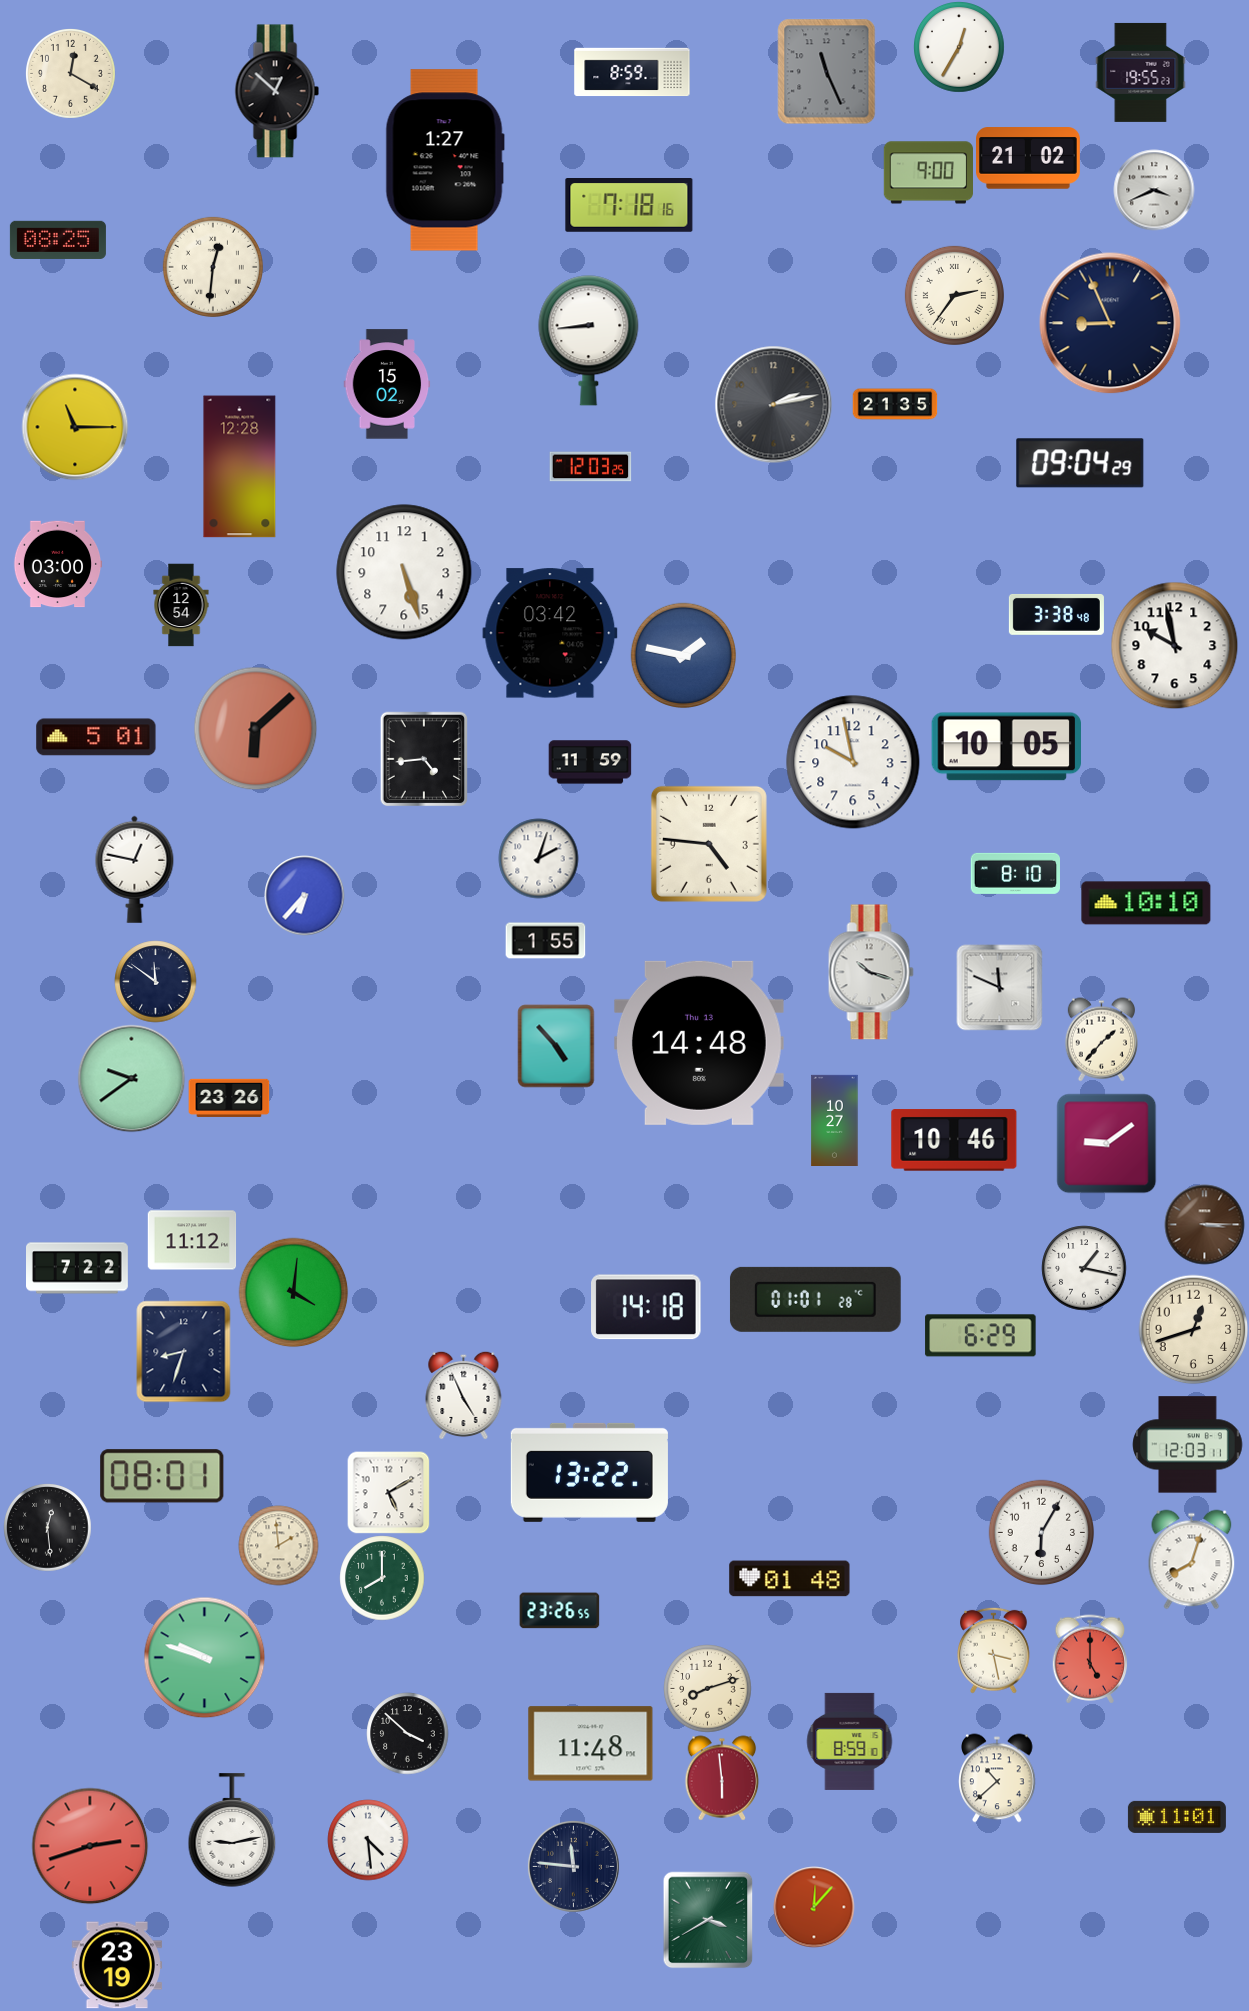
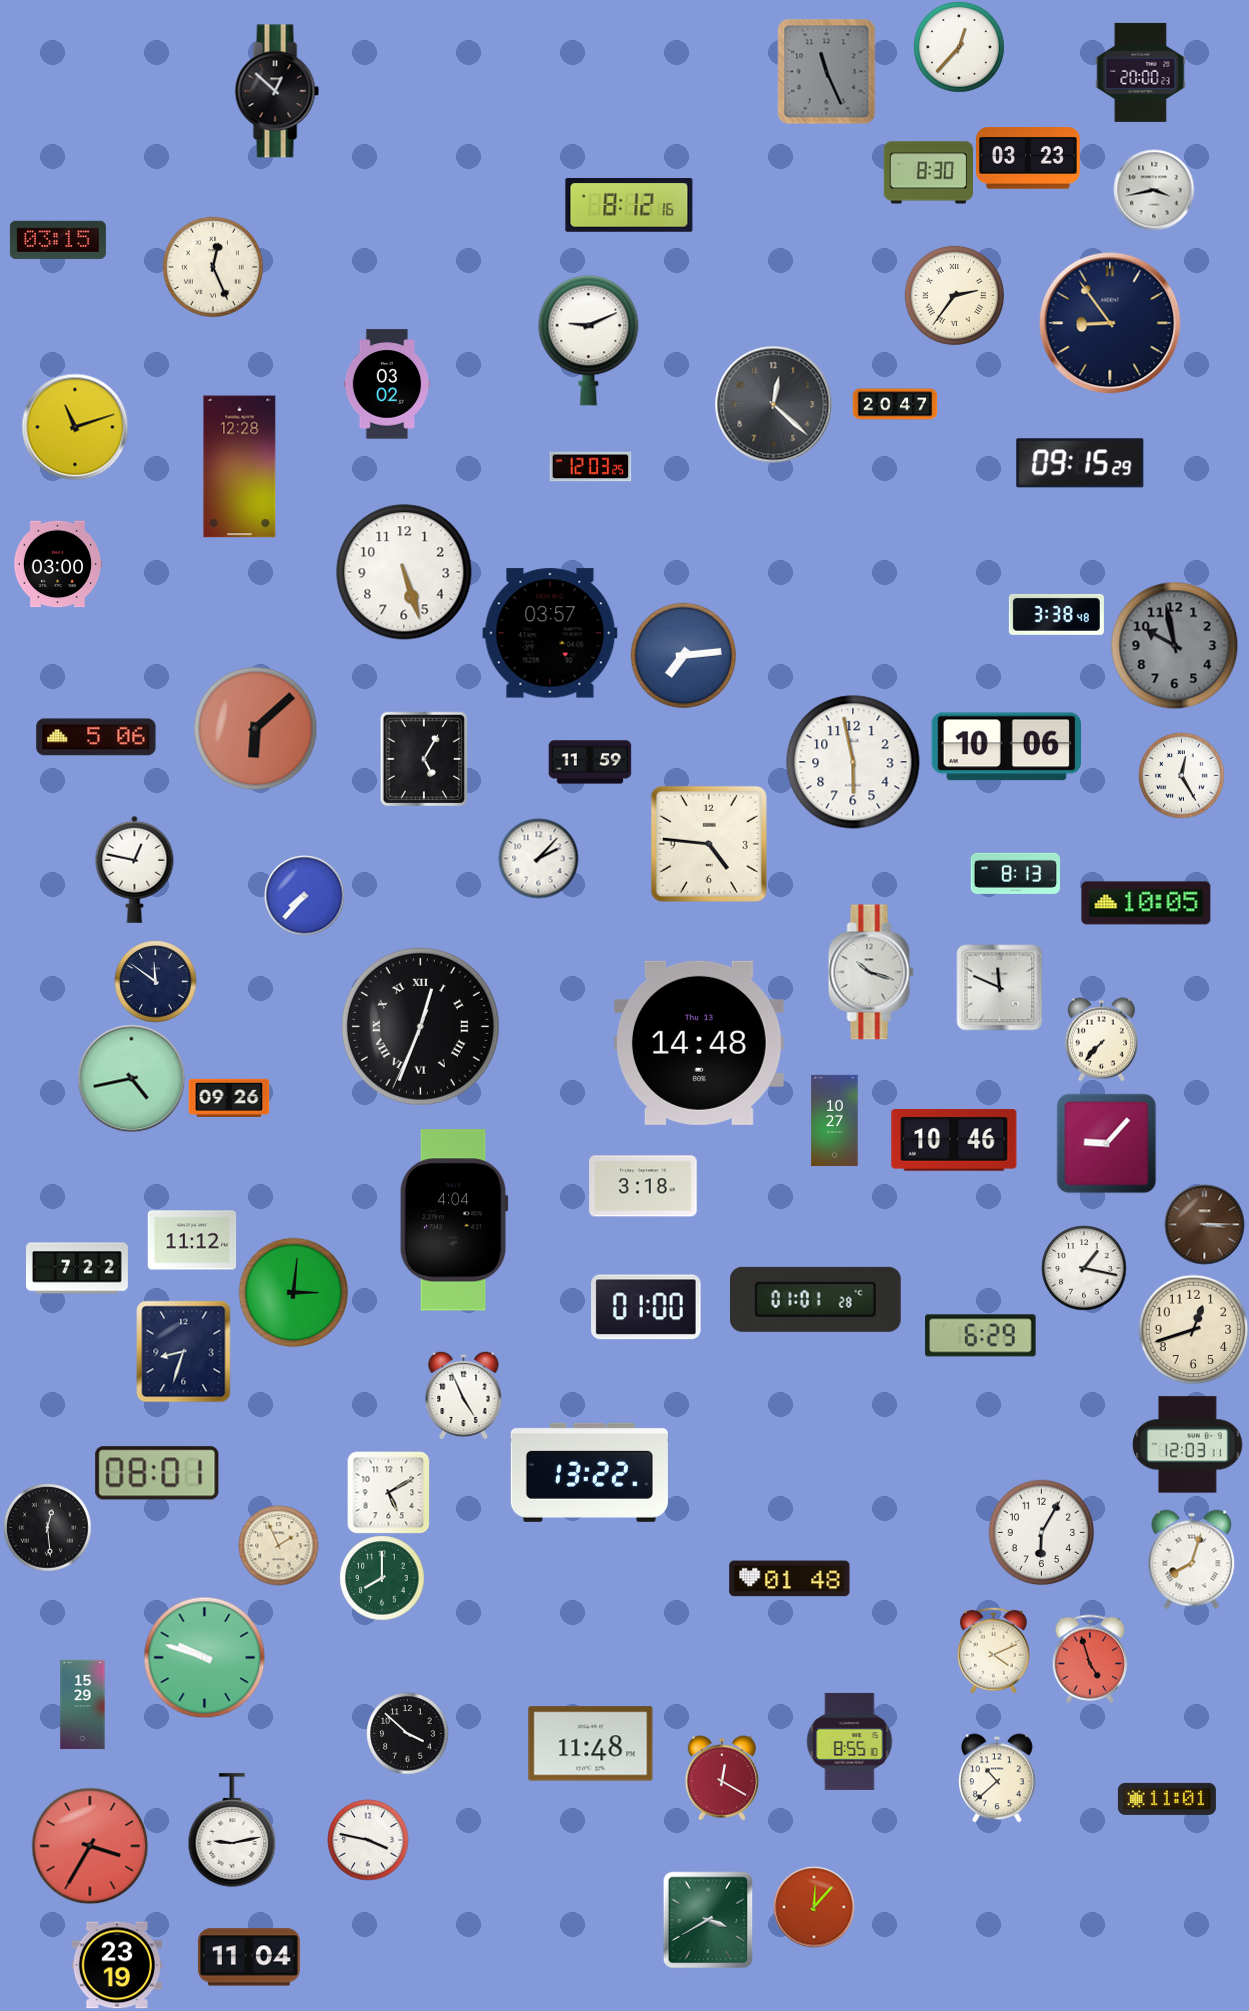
clock at (959, 47): 12:35 -> 12:37
clock at (632, 72): 8:59 -> none
clock at (1141, 72): 19:55 -> 20:00
clock at (71, 74): 12:20 -> none
clock at (1029, 158): 21:02 -> 03:23
clock at (445, 160): 1:27 -> none
clock at (928, 173): 9:00 -> 8:30
clock at (1154, 190): 3:41 -> 3:43
clock at (629, 205): 7:18 -> 8:12
clock at (58, 240): 08:25 -> 03:15
clock at (213, 267): 12:31 -> 12:26
clock at (1110, 323): 8:56 -> 8:54
clock at (589, 341): 8:44 -> 9:11
clock at (387, 384): 15:02 -> 03:02
clock at (773, 404): 2:13 -> 12:22
clock at (895, 404): 21:35 -> 20:47
clock at (75, 427): 11:15 -> 11:12
clock at (1080, 463): 09:04 -> 09:15
clock at (181, 605): 12:54 -> none
clock at (550, 633): 03:42 -> 03:57
clock at (1174, 645) dial: white -> grey
clock at (683, 655): 1:47 -> 7:14
clock at (96, 737): 5:01 -> 5:06
clock at (1007, 747): 10:05 -> 10:06
clock at (424, 759): 4:44 -> 5:05
clock at (853, 762): 9:58 -> 5:58
clock at (1181, 775): none -> 12:25
clock at (538, 858): 2:03 -> 2:07
clock at (1015, 873): 8:10 -> 8:13
clock at (304, 895): 6:37 -> 7:37
clock at (1146, 903): 10:10 -> 10:05
clock at (545, 941): 1:55 -> none
clock at (420, 1026): none -> 12:33
clock at (1101, 1039): 1:37 -> 7:37
clock at (556, 1046): 4:53 -> none
clock at (131, 1078): 9:39 -> 4:43
clock at (229, 1098): 23:26 -> 09:26
clock at (1106, 1143): 9:09 -> 9:07
clock at (643, 1186): none -> 3:18
clock at (454, 1220): none -> 4:04
clock at (293, 1292): 4:01 -> 3:01
clock at (647, 1307): 14:18 -> 01:00
clock at (162, 1476) position: (162, 1476) -> (157, 1473)
clock at (278, 1545): 1:59 -> 1:56
clock at (559, 1611): 23:26 -> none
clock at (994, 1650): 3:28 -> 4:11
clock at (1090, 1659): 5:00 -> 4:57
clock at (707, 1688): 8:12 -> none
clock at (83, 1704): none -> 15:29
clock at (850, 1741): 8:59 -> 8:55
clock at (722, 1778): 5:59 -> 12:20
clock at (1177, 1817) position: (1177, 1817) -> (1167, 1799)
clock at (368, 1840): 4:29 -> 3:47
clock at (90, 1846): 2:42 -> 3:35
clock at (573, 1866): 11:46 -> none
clock at (249, 1957): none -> 11:04
